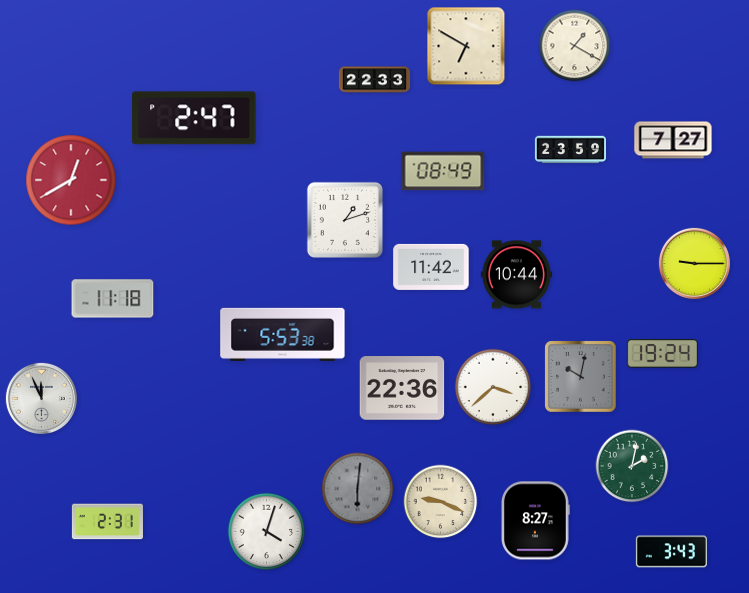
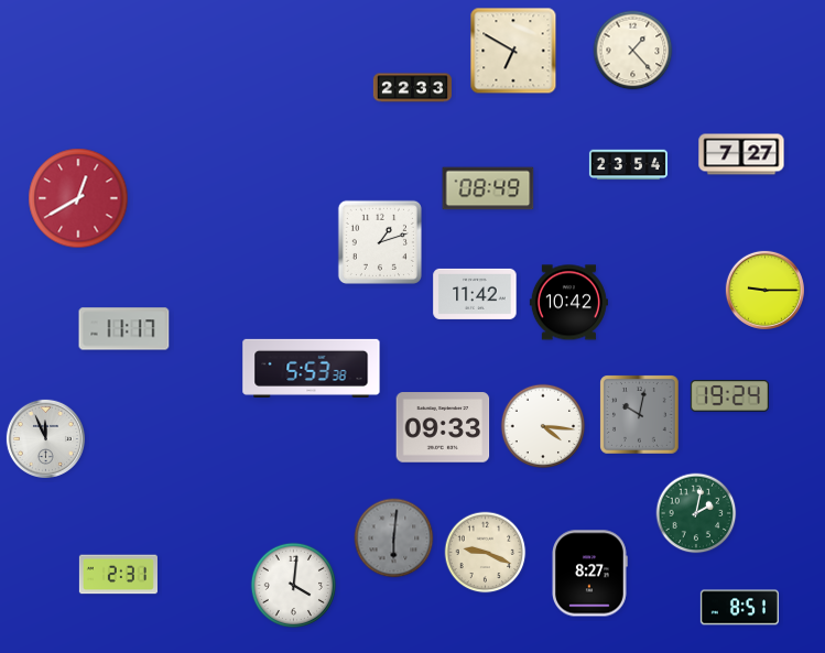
clock at (575, 46): 1:20 -> 1:23
clock at (194, 118): 2:47 -> none
clock at (570, 150): 23:59 -> 23:54
clock at (516, 275): 10:44 -> 10:42
clock at (113, 299): 11:18 -> 11:17
clock at (662, 354) position: (662, 354) -> (729, 396)
clock at (493, 387): 3:38 -> 4:16
clock at (402, 388): 22:36 -> 09:33
clock at (266, 531): 4:03 -> 4:01
clock at (671, 552): 3:43 -> 8:51
